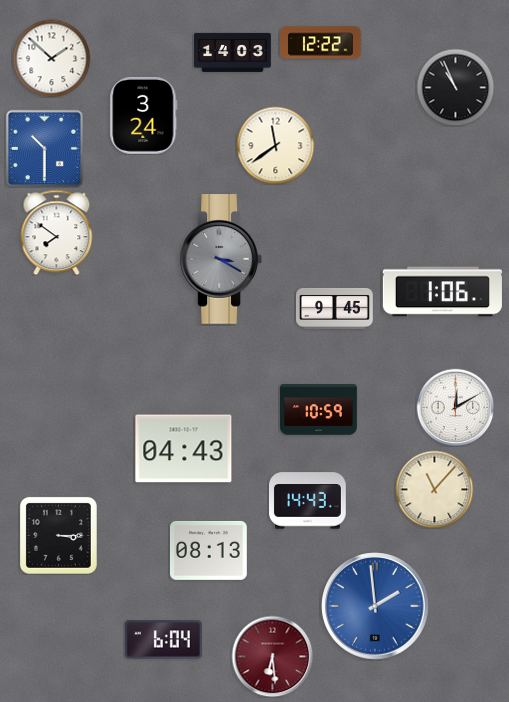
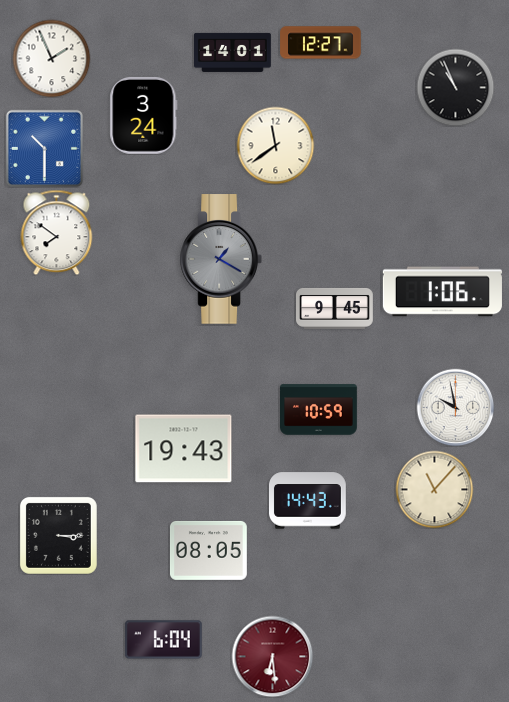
clock at (321, 43): 12:22 -> 12:27
clock at (233, 52): 14:03 -> 14:01
clock at (51, 58): 1:52 -> 1:56
clock at (220, 259): 3:20 -> 1:20
clock at (455, 407): 12:10 -> 9:58
clock at (184, 449): 04:43 -> 19:43
clock at (209, 550): 08:13 -> 08:05
clock at (375, 606): 1:59 -> none
